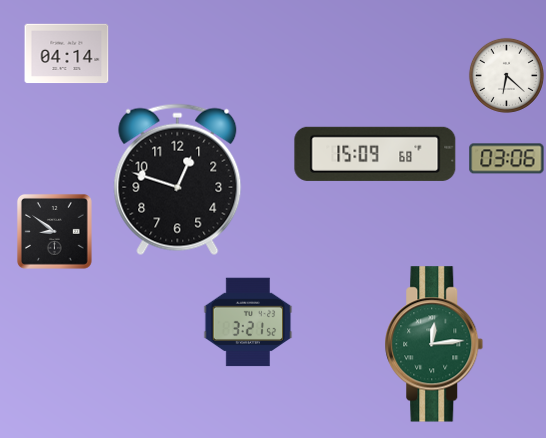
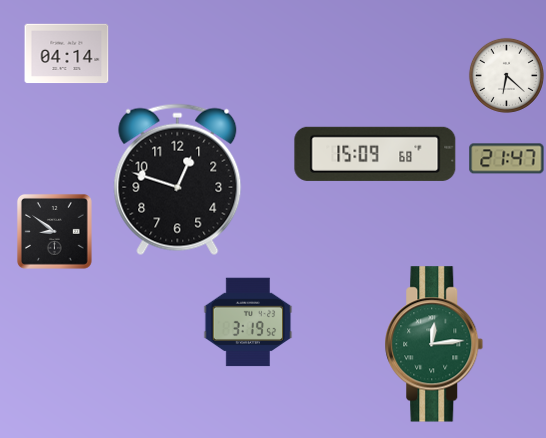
clock at (507, 159): 03:06 -> 21:47
clock at (248, 322): 3:21 -> 3:19
